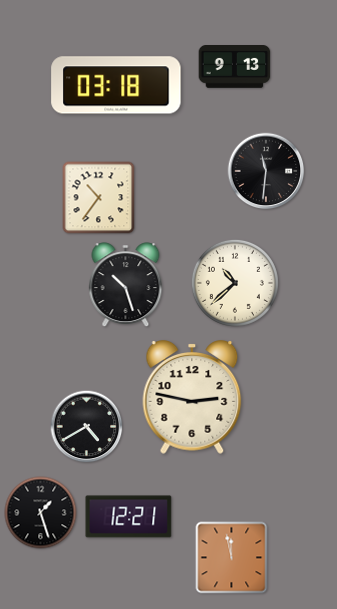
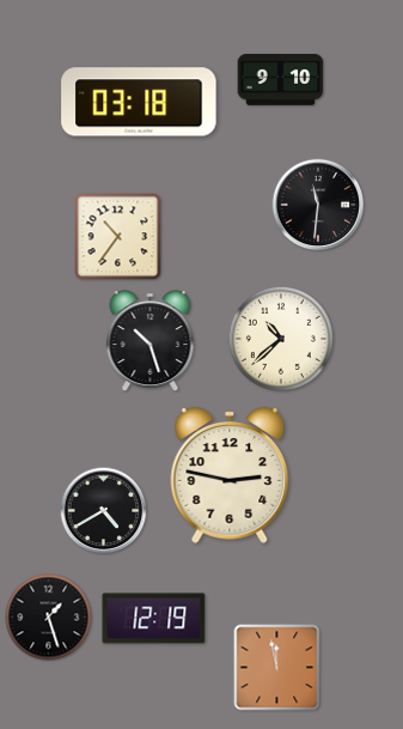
clock at (235, 67): 9:13 -> 9:10
clock at (41, 513) position: (41, 513) -> (49, 618)
clock at (129, 517): 12:21 -> 12:19
